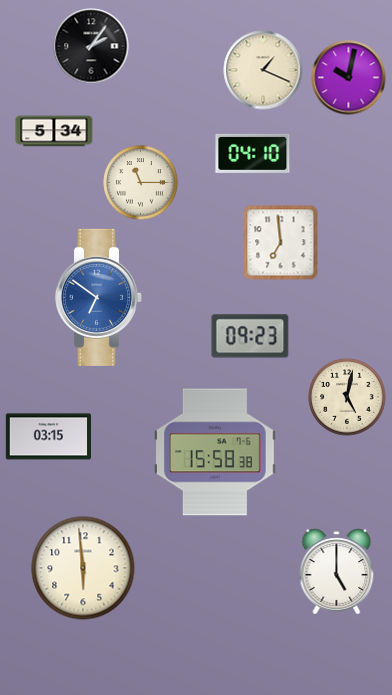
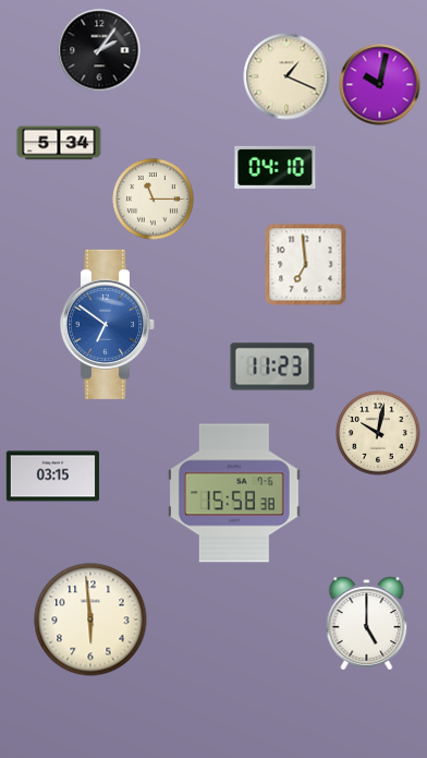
clock at (250, 336): 09:23 -> 11:23
clock at (347, 397): 5:02 -> 10:02
